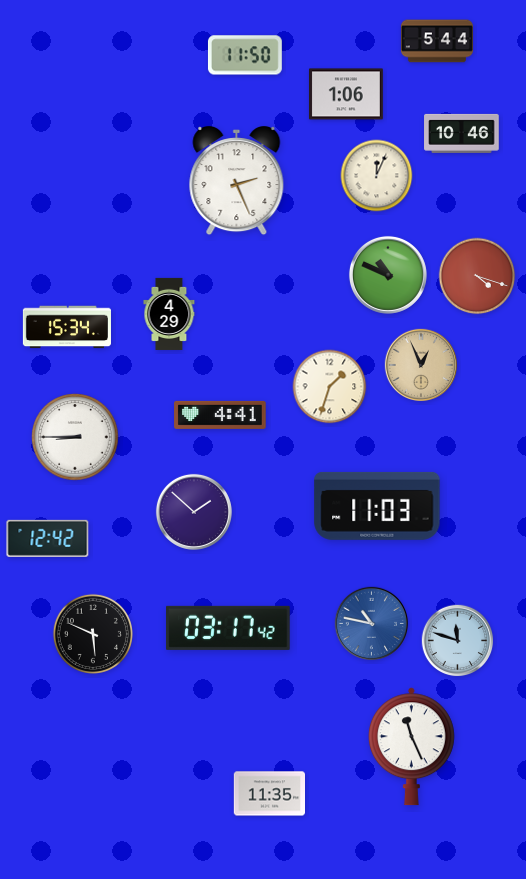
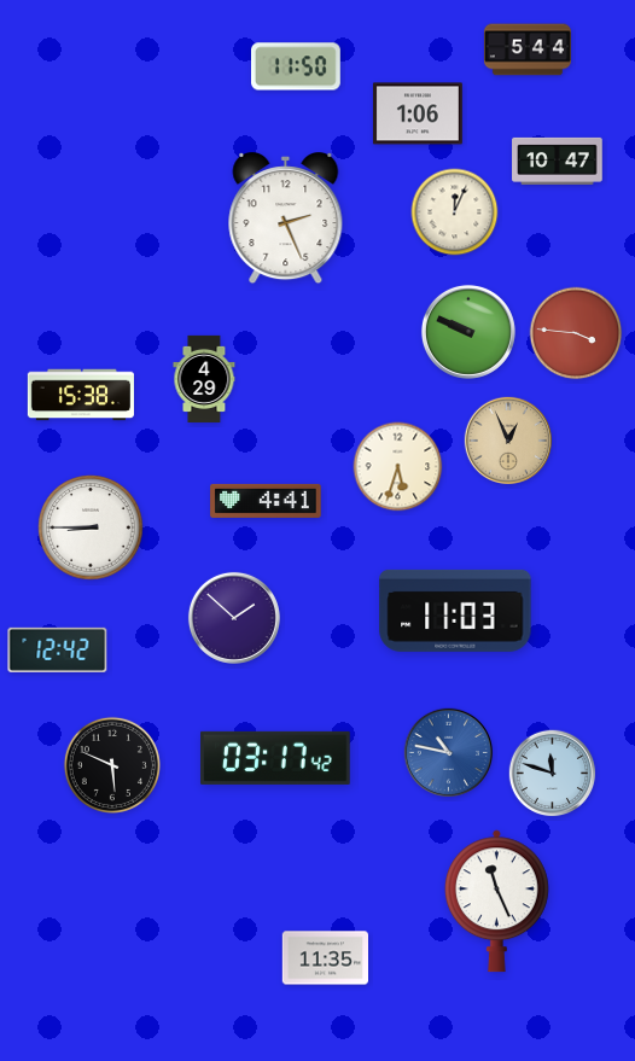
clock at (462, 133): 10:46 -> 10:47
clock at (388, 275): 10:49 -> 9:49
clock at (477, 276): 4:18 -> 3:46
clock at (67, 327): 15:34 -> 15:38
clock at (330, 387): 1:33 -> 5:33
